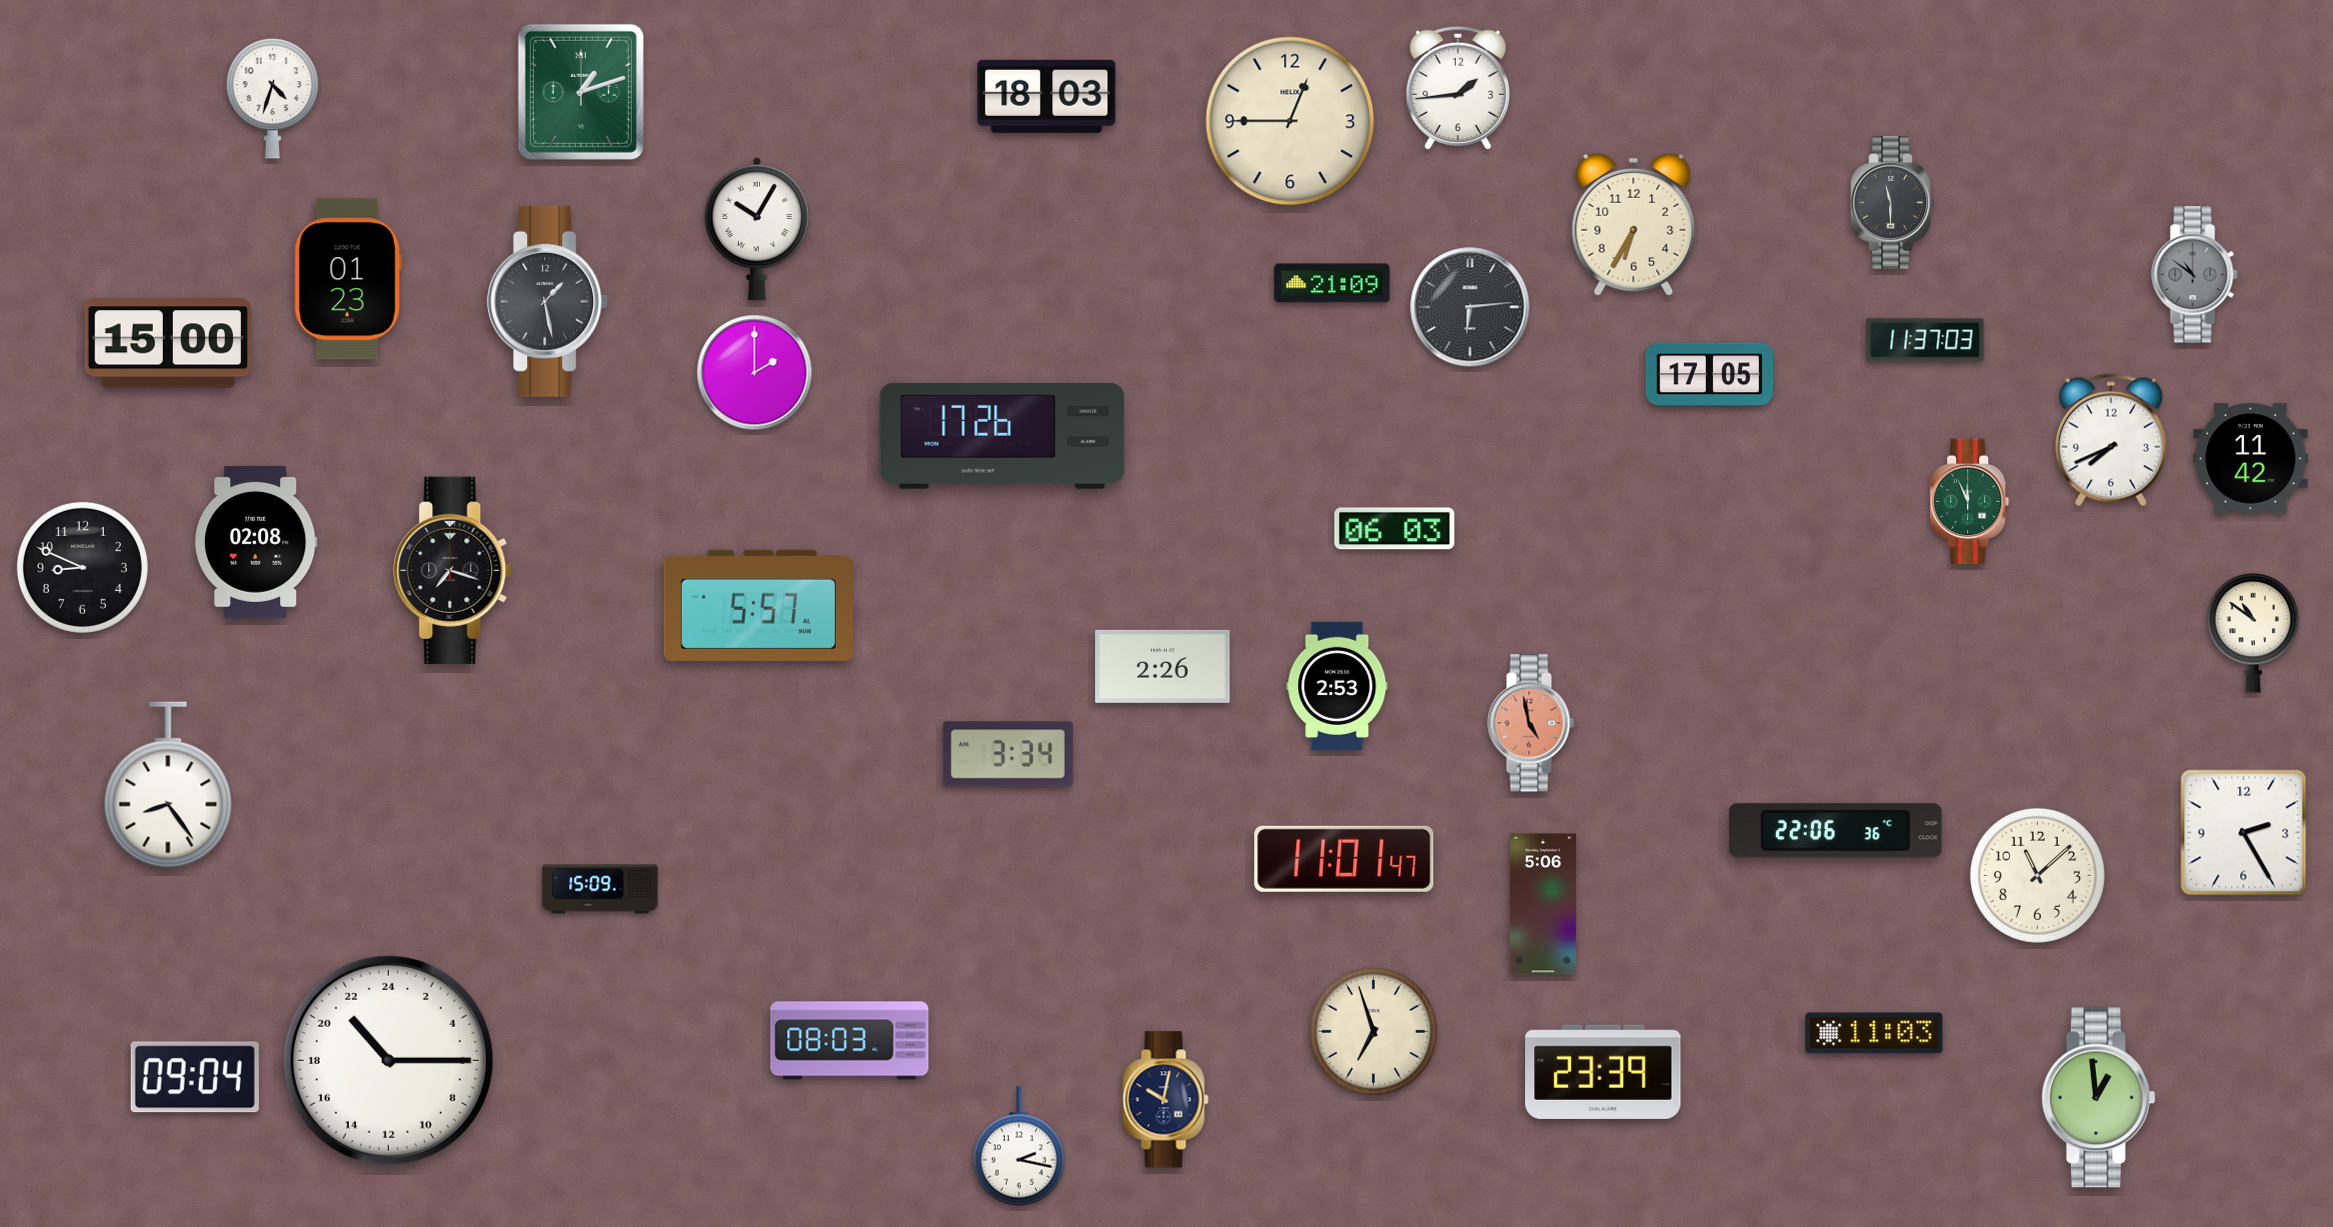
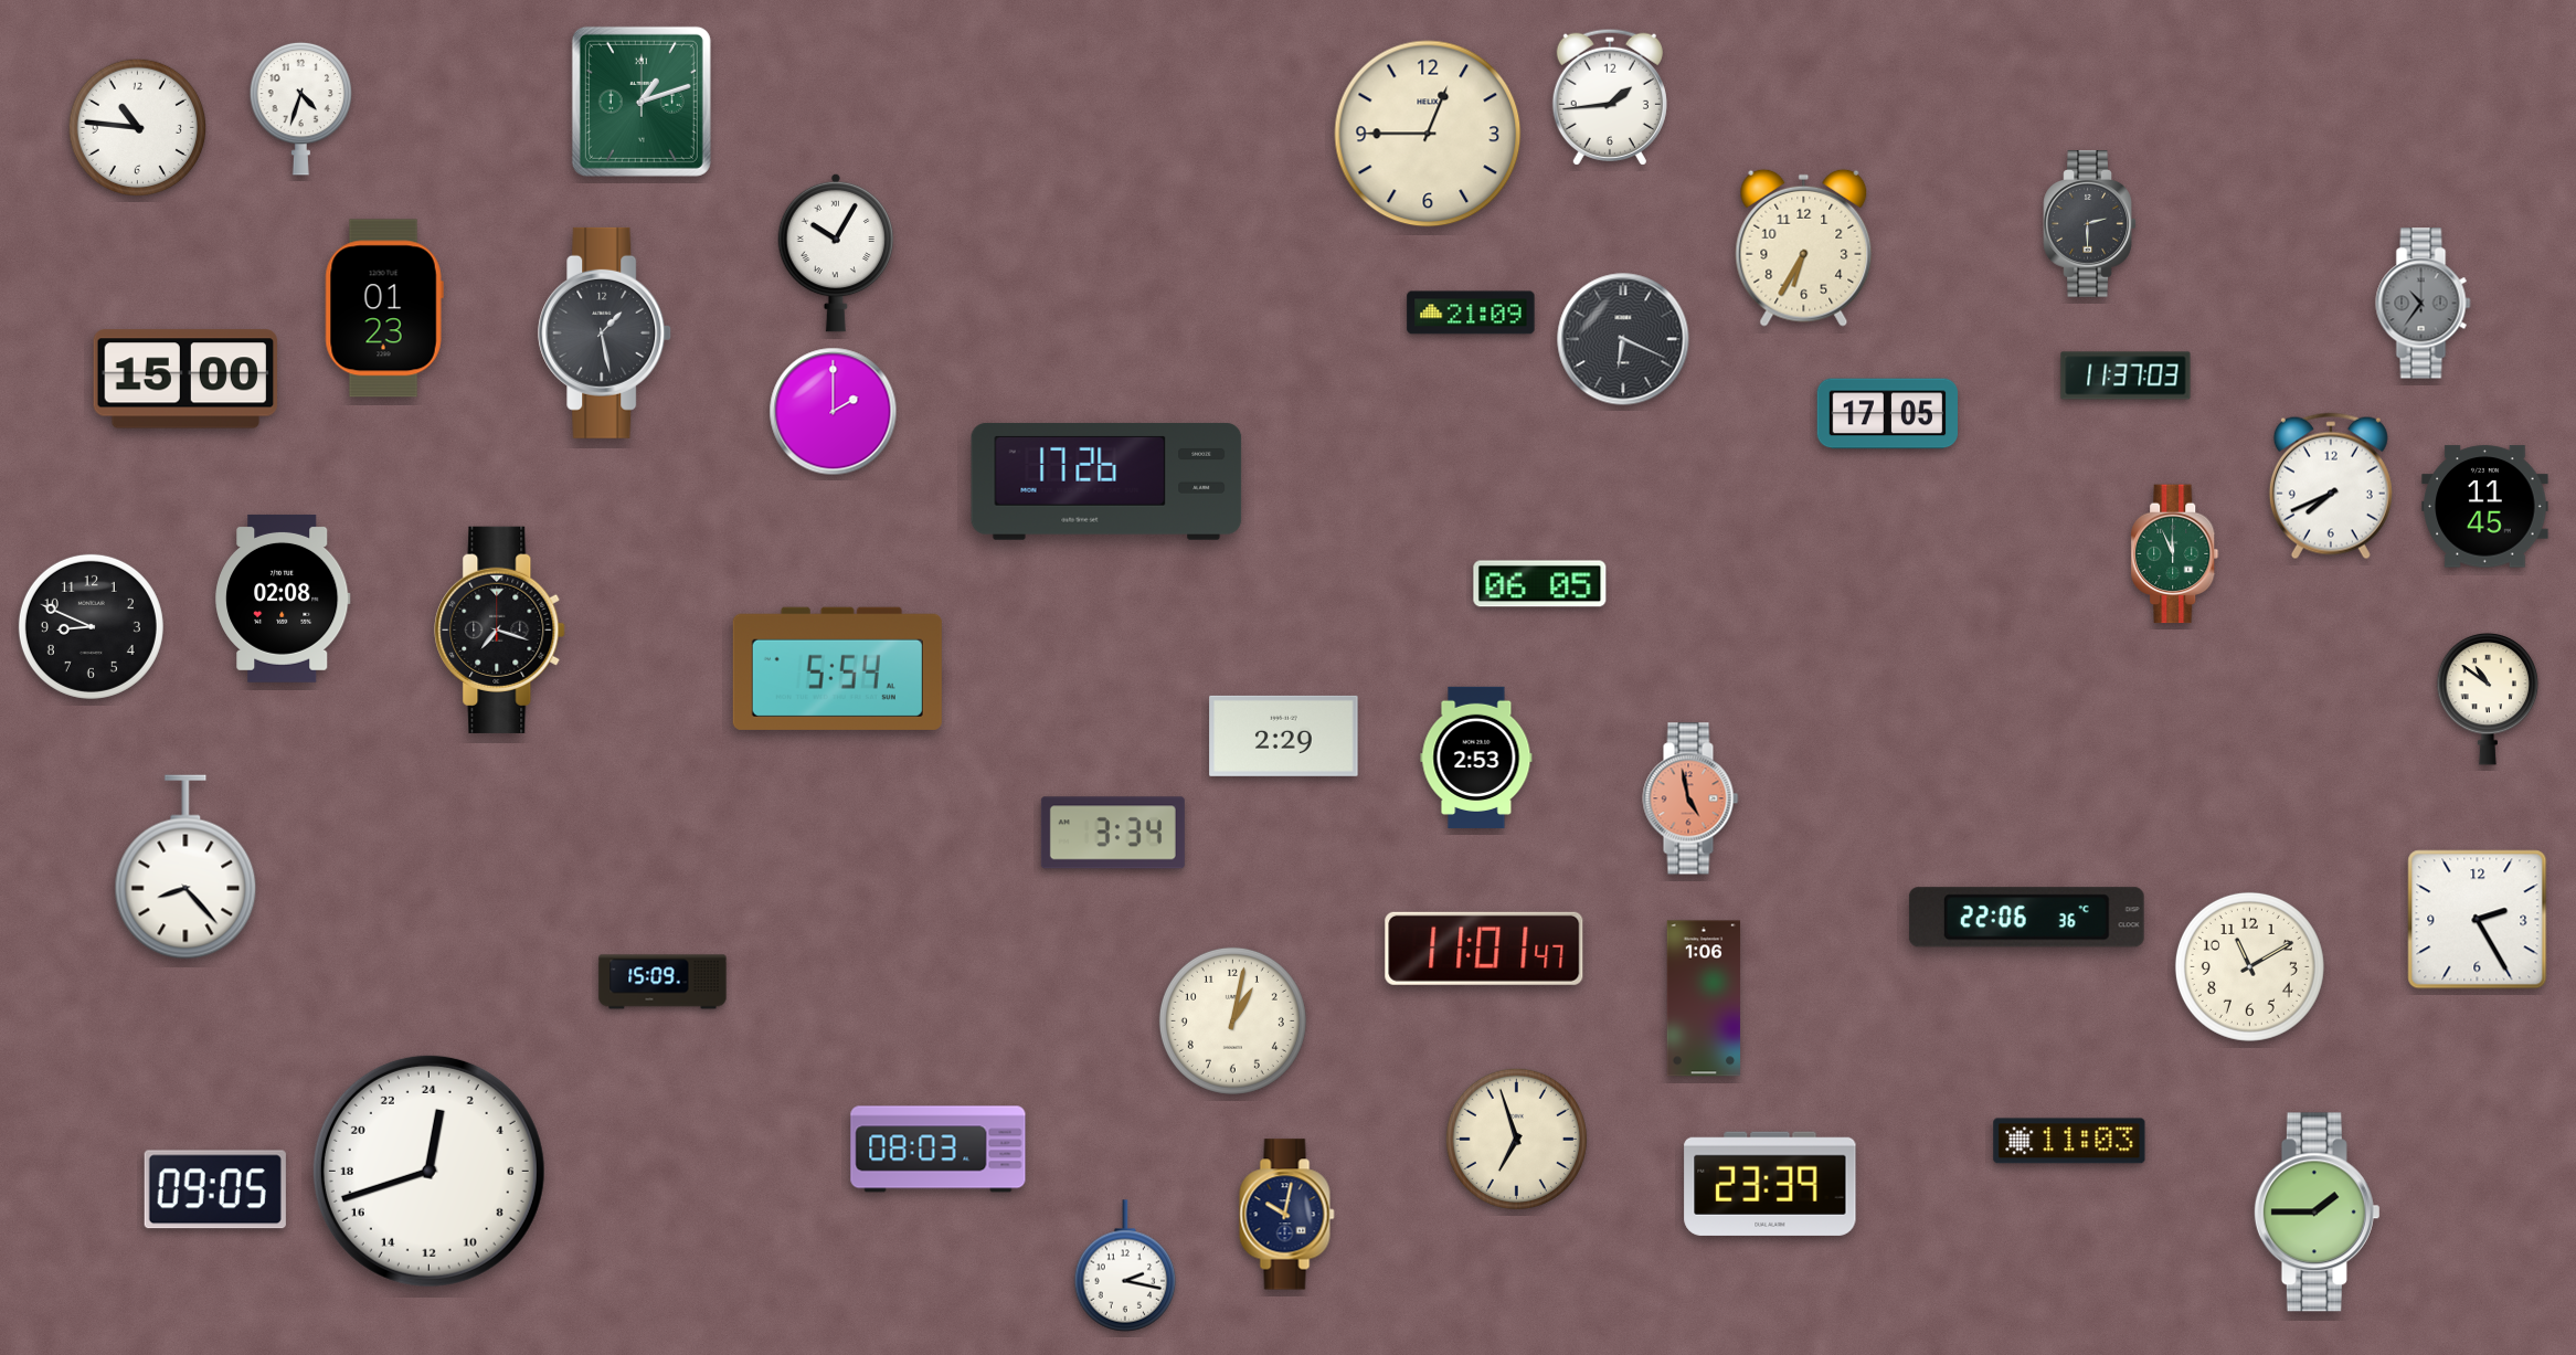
clock at (1047, 96): 18:03 -> none
clock at (138, 128): none -> 10:46
clock at (1290, 121) position: (1290, 121) -> (1428, 134)
clock at (1893, 203): 11:30 -> 2:30
clock at (2195, 275): 10:51 -> 10:36
clock at (1470, 307): 6:14 -> 6:19
clock at (2251, 459): 11:42 -> 11:45
clock at (1395, 529): 06:03 -> 06:05
clock at (758, 605): 5:57 -> 5:54
clock at (1163, 666): 2:26 -> 2:29
clock at (168, 785): 8:24 -> 8:23
clock at (2037, 875): 11:08 -> 11:10
clock at (1543, 904): 5:06 -> 1:06
clock at (1232, 1020): none -> 1:02
clock at (388, 1060): 21:15 -> 0:42
clock at (195, 1077): 09:04 -> 09:05
clock at (2098, 1098): 12:59 -> 1:45
